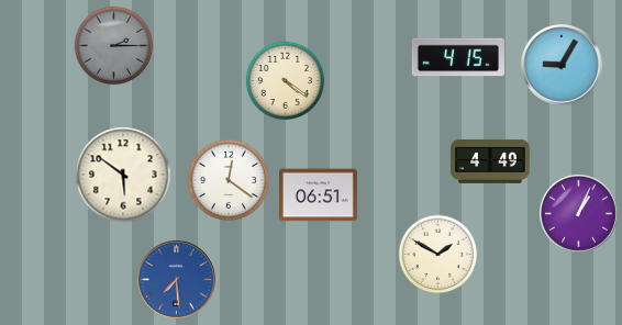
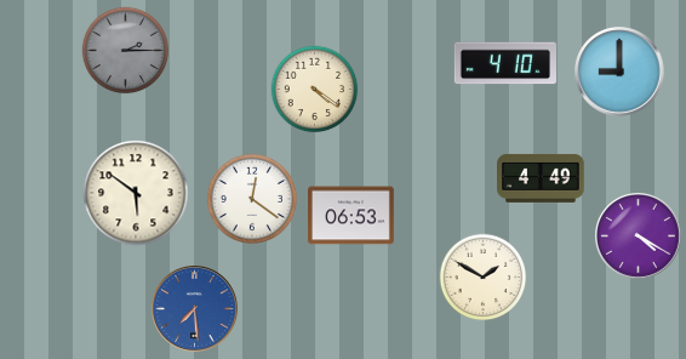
clock at (458, 57): 4:15 -> 4:10
clock at (562, 65): 9:05 -> 9:00
clock at (319, 195): 06:51 -> 06:53
clock at (579, 214): 1:04 -> 4:20
clock at (438, 255) position: (438, 255) -> (484, 278)
